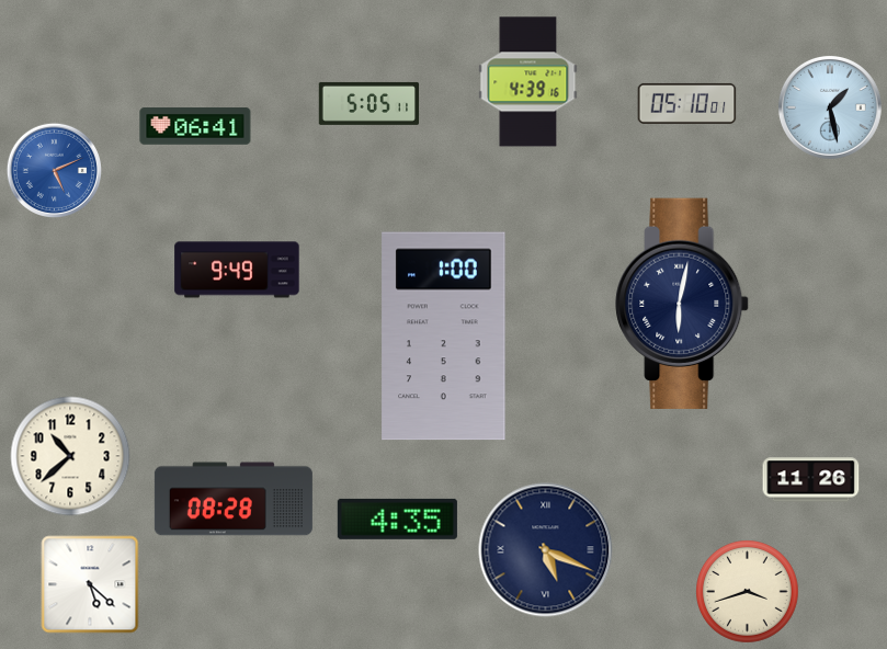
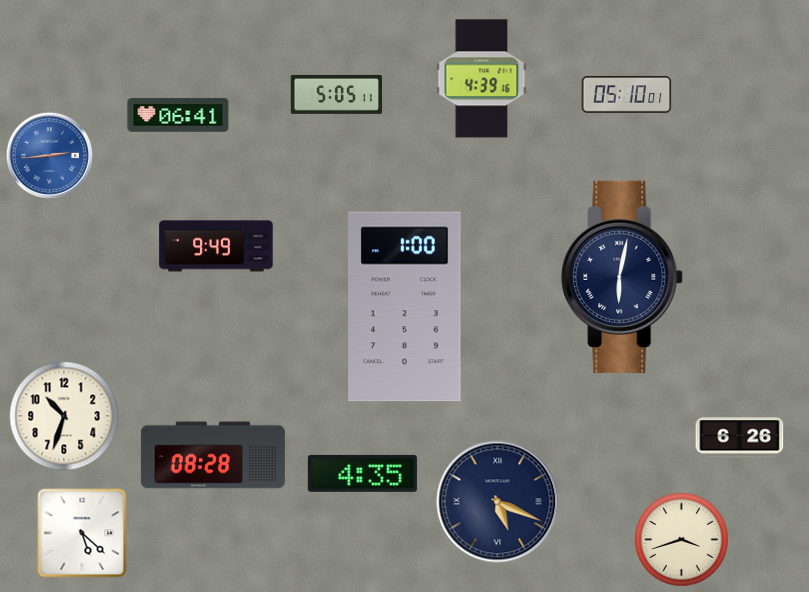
clock at (528, 82) position: (528, 82) -> (482, 79)
clock at (830, 107): 1:28 -> none
clock at (54, 170): 5:11 -> 2:44
clock at (70, 456): 10:38 -> 10:33
clock at (811, 480): 11:26 -> 6:26
